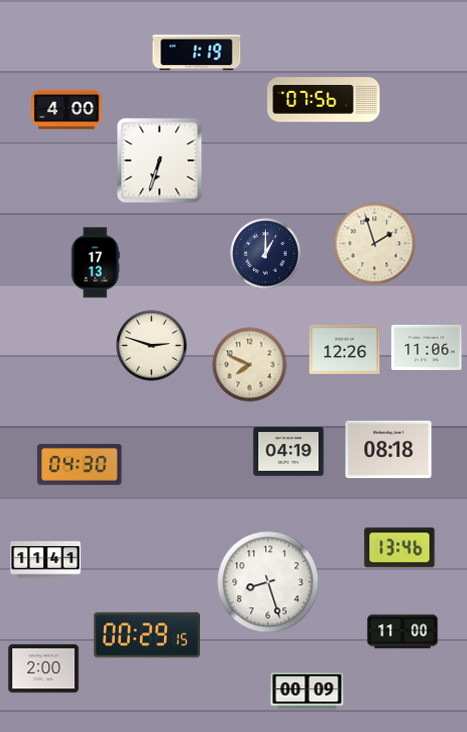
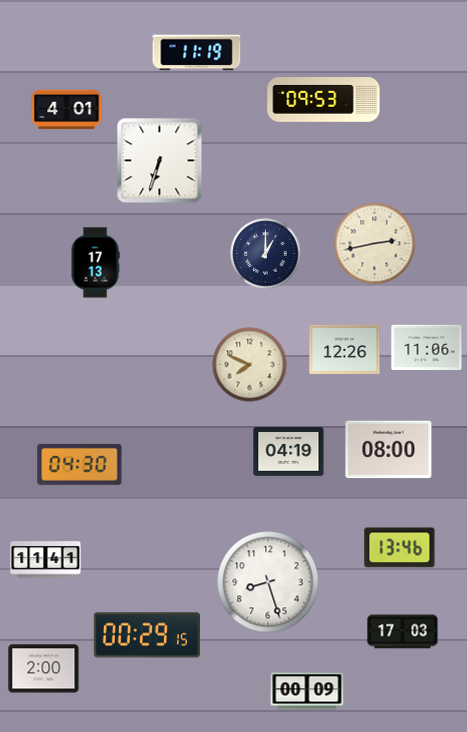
clock at (197, 53): 1:19 -> 11:19
clock at (324, 100): 07:56 -> 09:53
clock at (67, 110): 4:00 -> 4:01
clock at (375, 244): 1:57 -> 2:43
clock at (152, 346): 2:48 -> none
clock at (389, 450): 08:18 -> 08:00
clock at (403, 632): 11:00 -> 17:03
